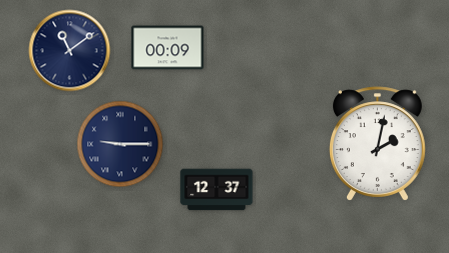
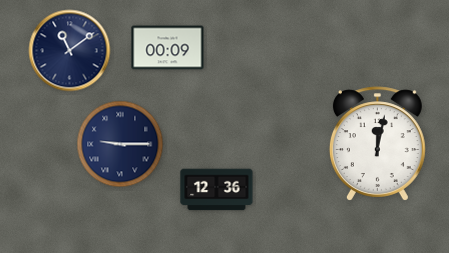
clock at (377, 144): 2:02 -> 12:02
clock at (217, 190): 12:37 -> 12:36
